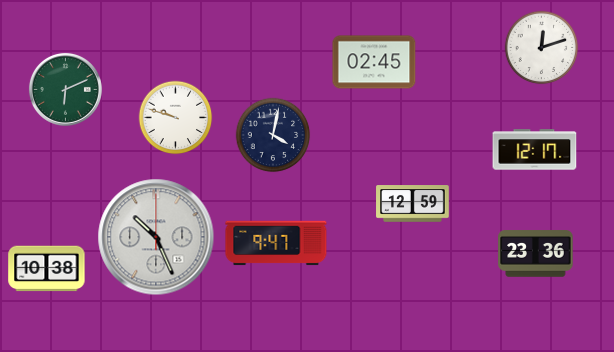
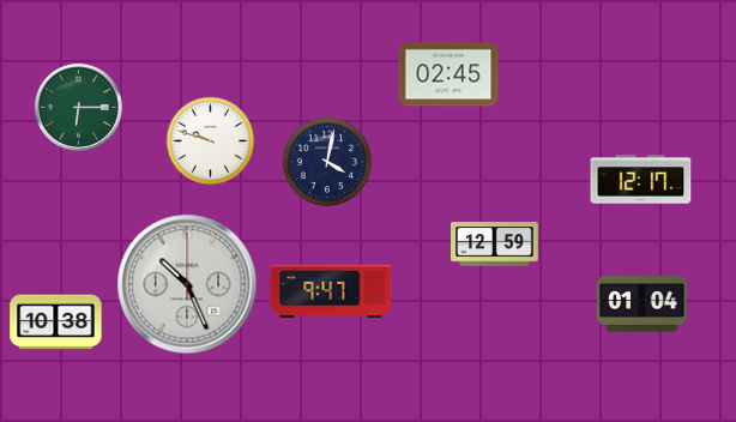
clock at (542, 48): 12:12 -> none
clock at (65, 89): 6:11 -> 6:15
clock at (536, 254): 23:36 -> 01:04
